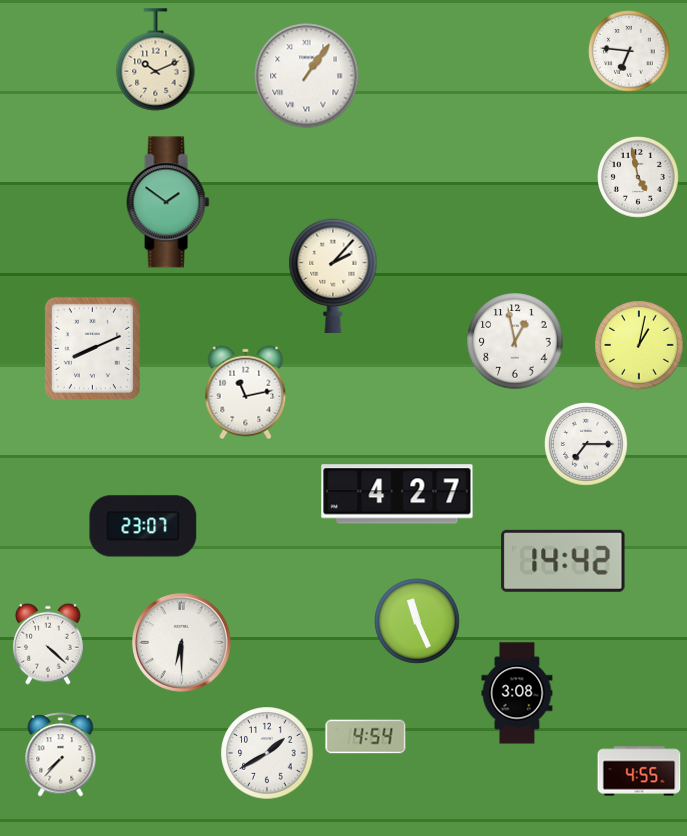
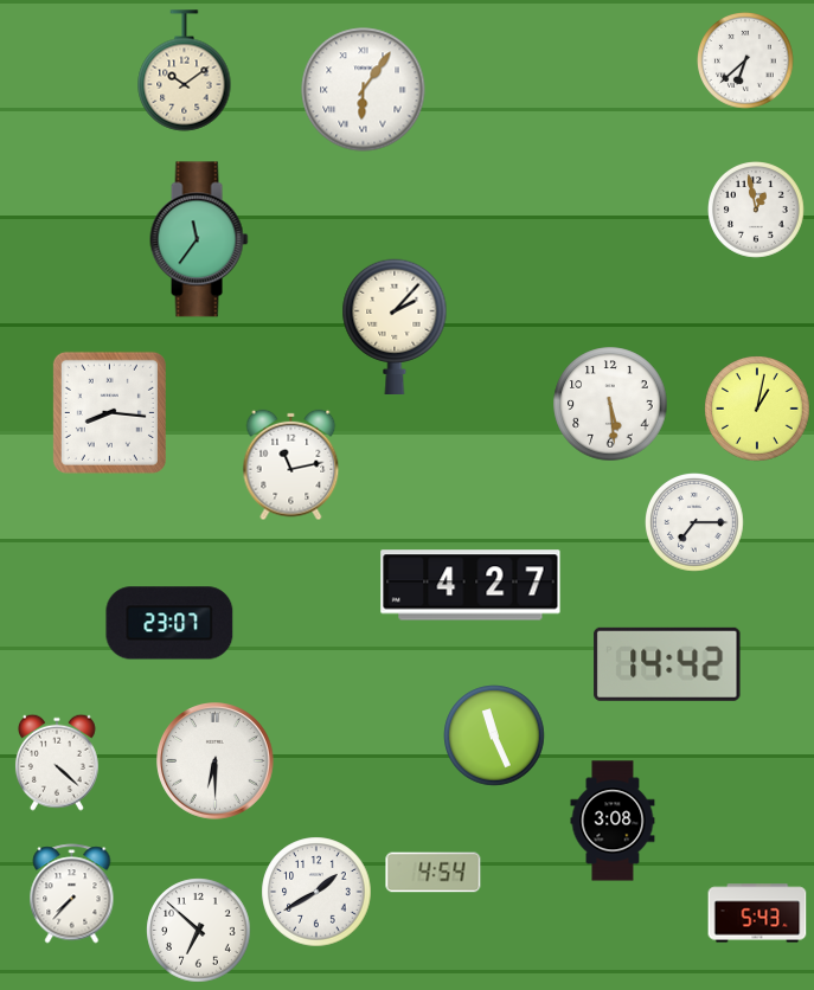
clock at (630, 52): 6:46 -> 6:38
clock at (156, 60): 10:11 -> 10:09
clock at (307, 76): 1:06 -> 6:06
clock at (639, 178): 4:58 -> 12:58
clock at (168, 202): 1:51 -> 11:36
clock at (515, 341): 12:58 -> 5:29
clock at (92, 348): 8:11 -> 8:16
clock at (586, 444) position: (586, 444) -> (694, 522)
clock at (639, 771): 4:55 -> 5:43
clock at (199, 931): none -> 6:52
